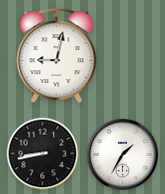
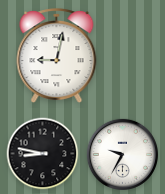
clock at (43, 154): 8:43 -> 8:47
clock at (122, 154): 1:35 -> 9:35
